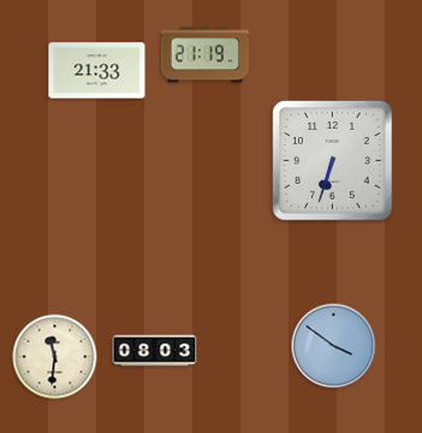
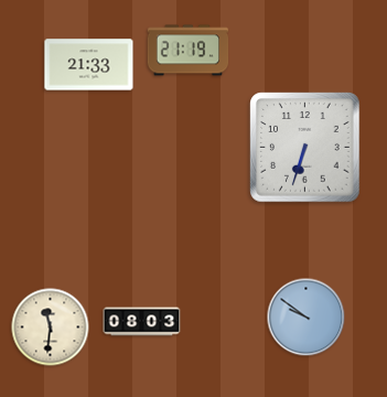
clock at (334, 346): 3:51 -> 9:51
